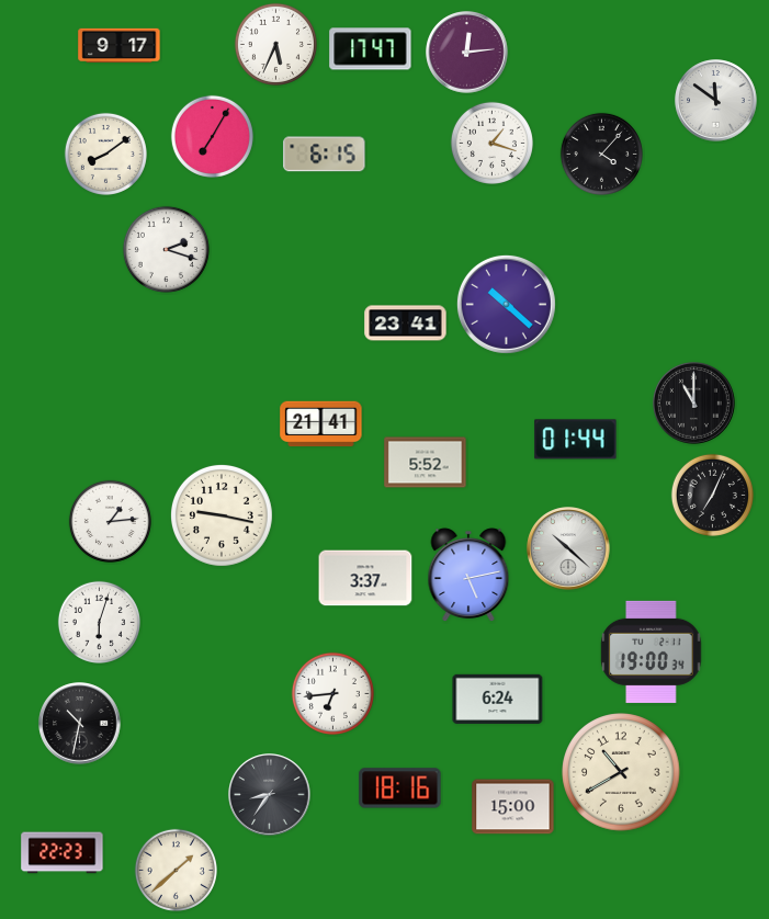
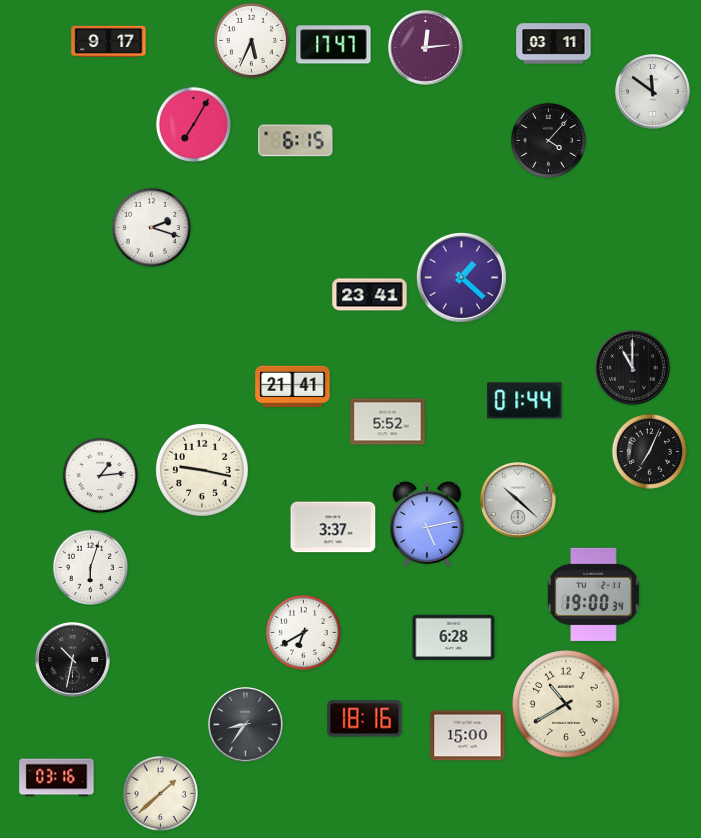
clock at (554, 44): none -> 03:11
clock at (371, 49) position: (371, 49) -> (334, 45)
clock at (491, 143): 1:18 -> none
clock at (105, 154): 8:09 -> none
clock at (506, 304): 10:22 -> 1:22
clock at (332, 693): 6:44 -> 6:40
clock at (498, 699): 6:24 -> 6:28
clock at (63, 853): 22:23 -> 03:16
